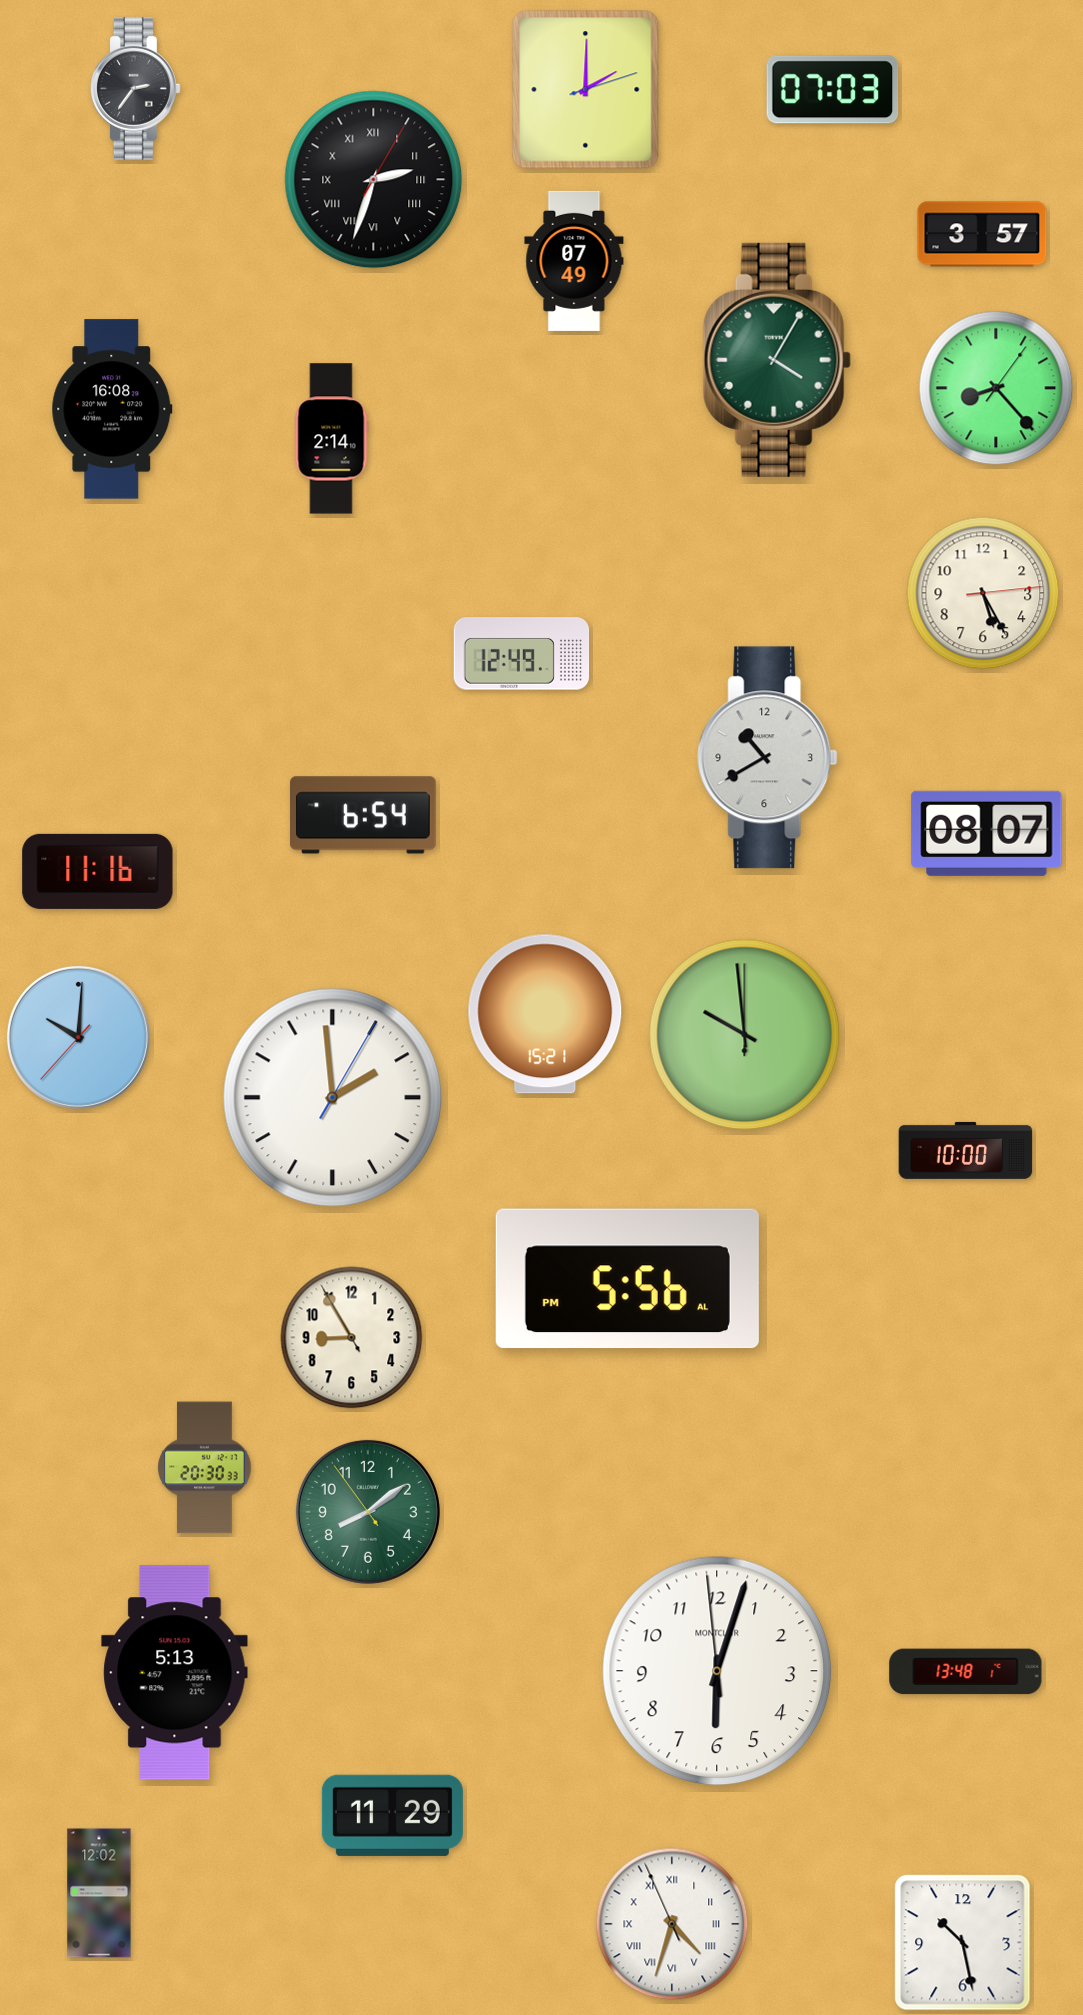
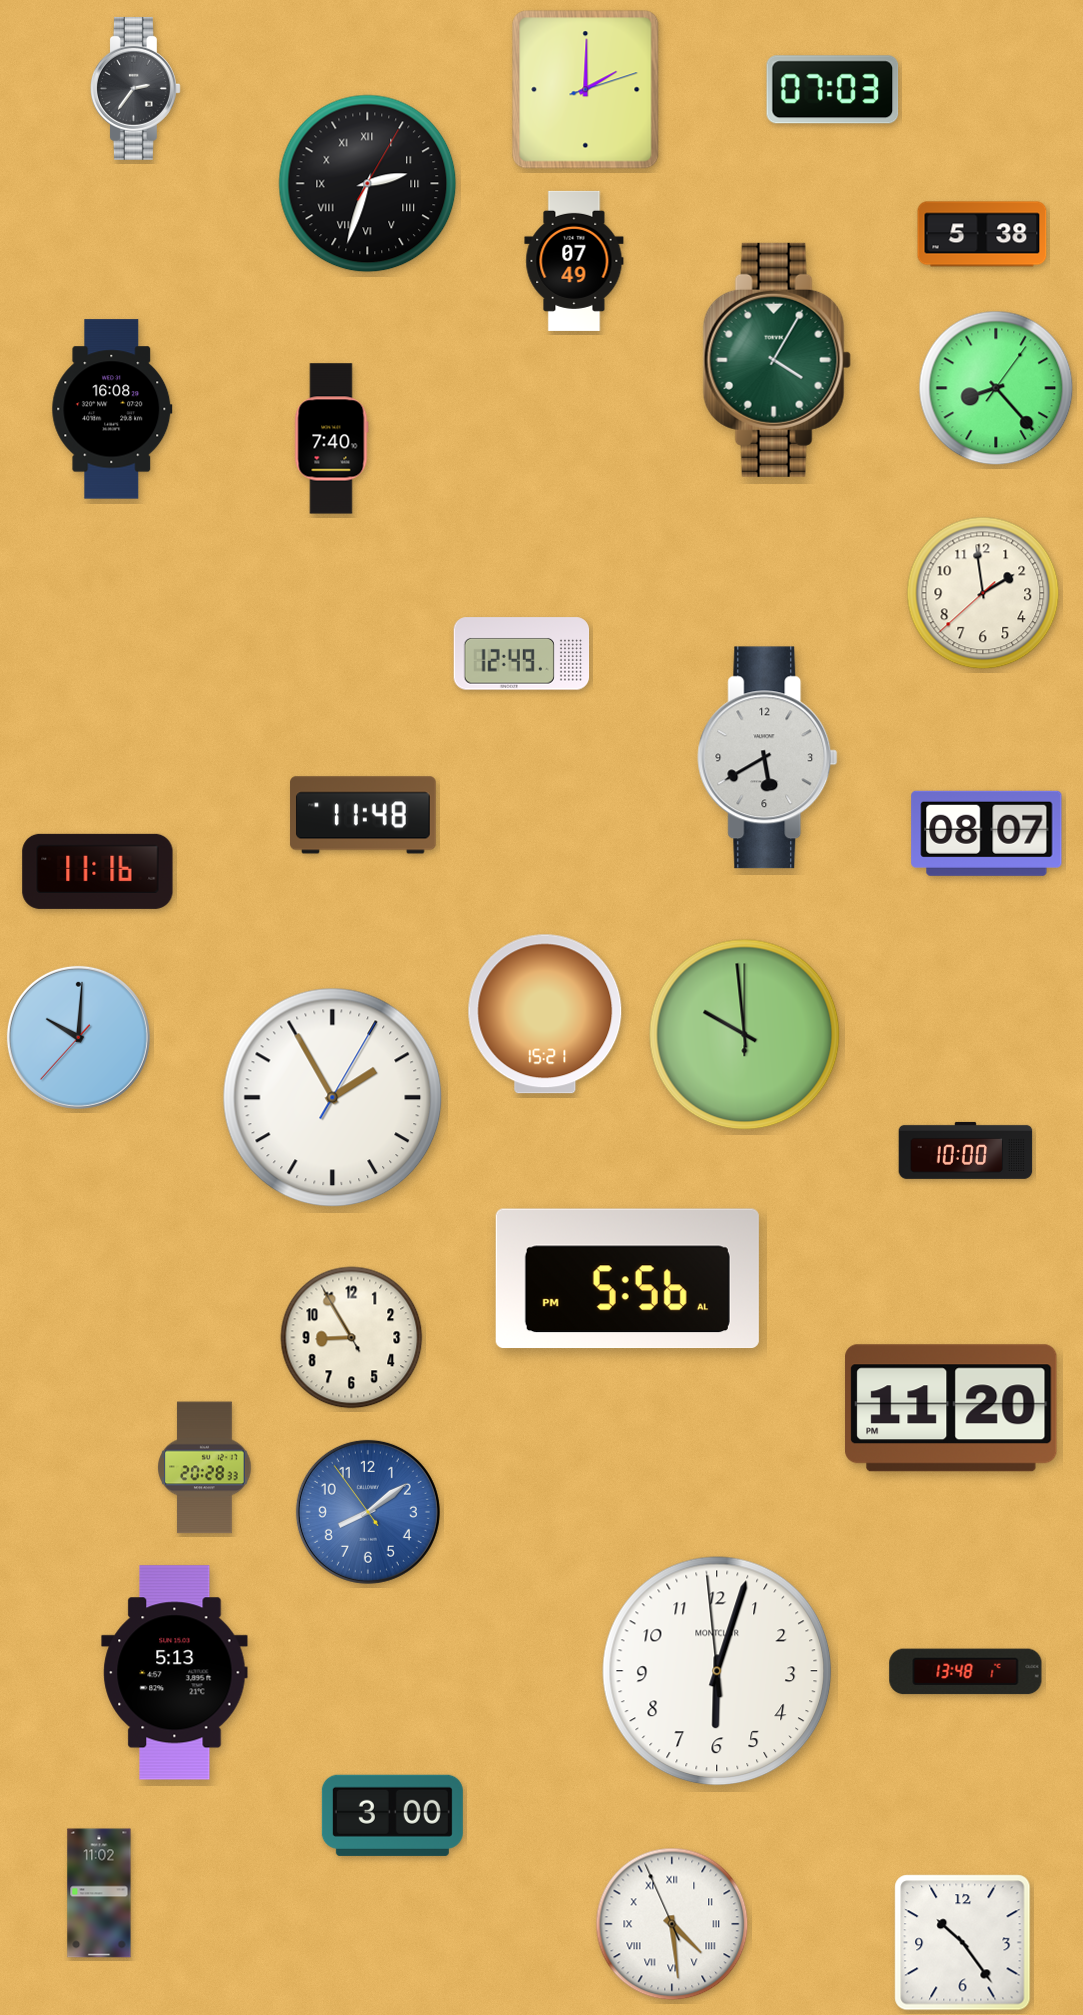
clock at (374, 180) position: (374, 180) -> (368, 184)
clock at (982, 234): 3:57 -> 5:38
clock at (332, 439): 2:14 -> 7:40
clock at (983, 593): 5:25 -> 1:58
clock at (768, 758): 10:40 -> 5:40
clock at (363, 815): 6:54 -> 11:48
clock at (333, 1098): 1:59 -> 1:55
clock at (951, 1408): none -> 11:20
clock at (205, 1468): 20:30 -> 20:28
clock at (368, 1512) dial: green -> blue
clock at (392, 1815): 11:29 -> 3:00
clock at (99, 1893): 12:02 -> 11:02
clock at (672, 1924): 4:32 -> 4:28
clock at (963, 1943): 10:28 -> 10:24
